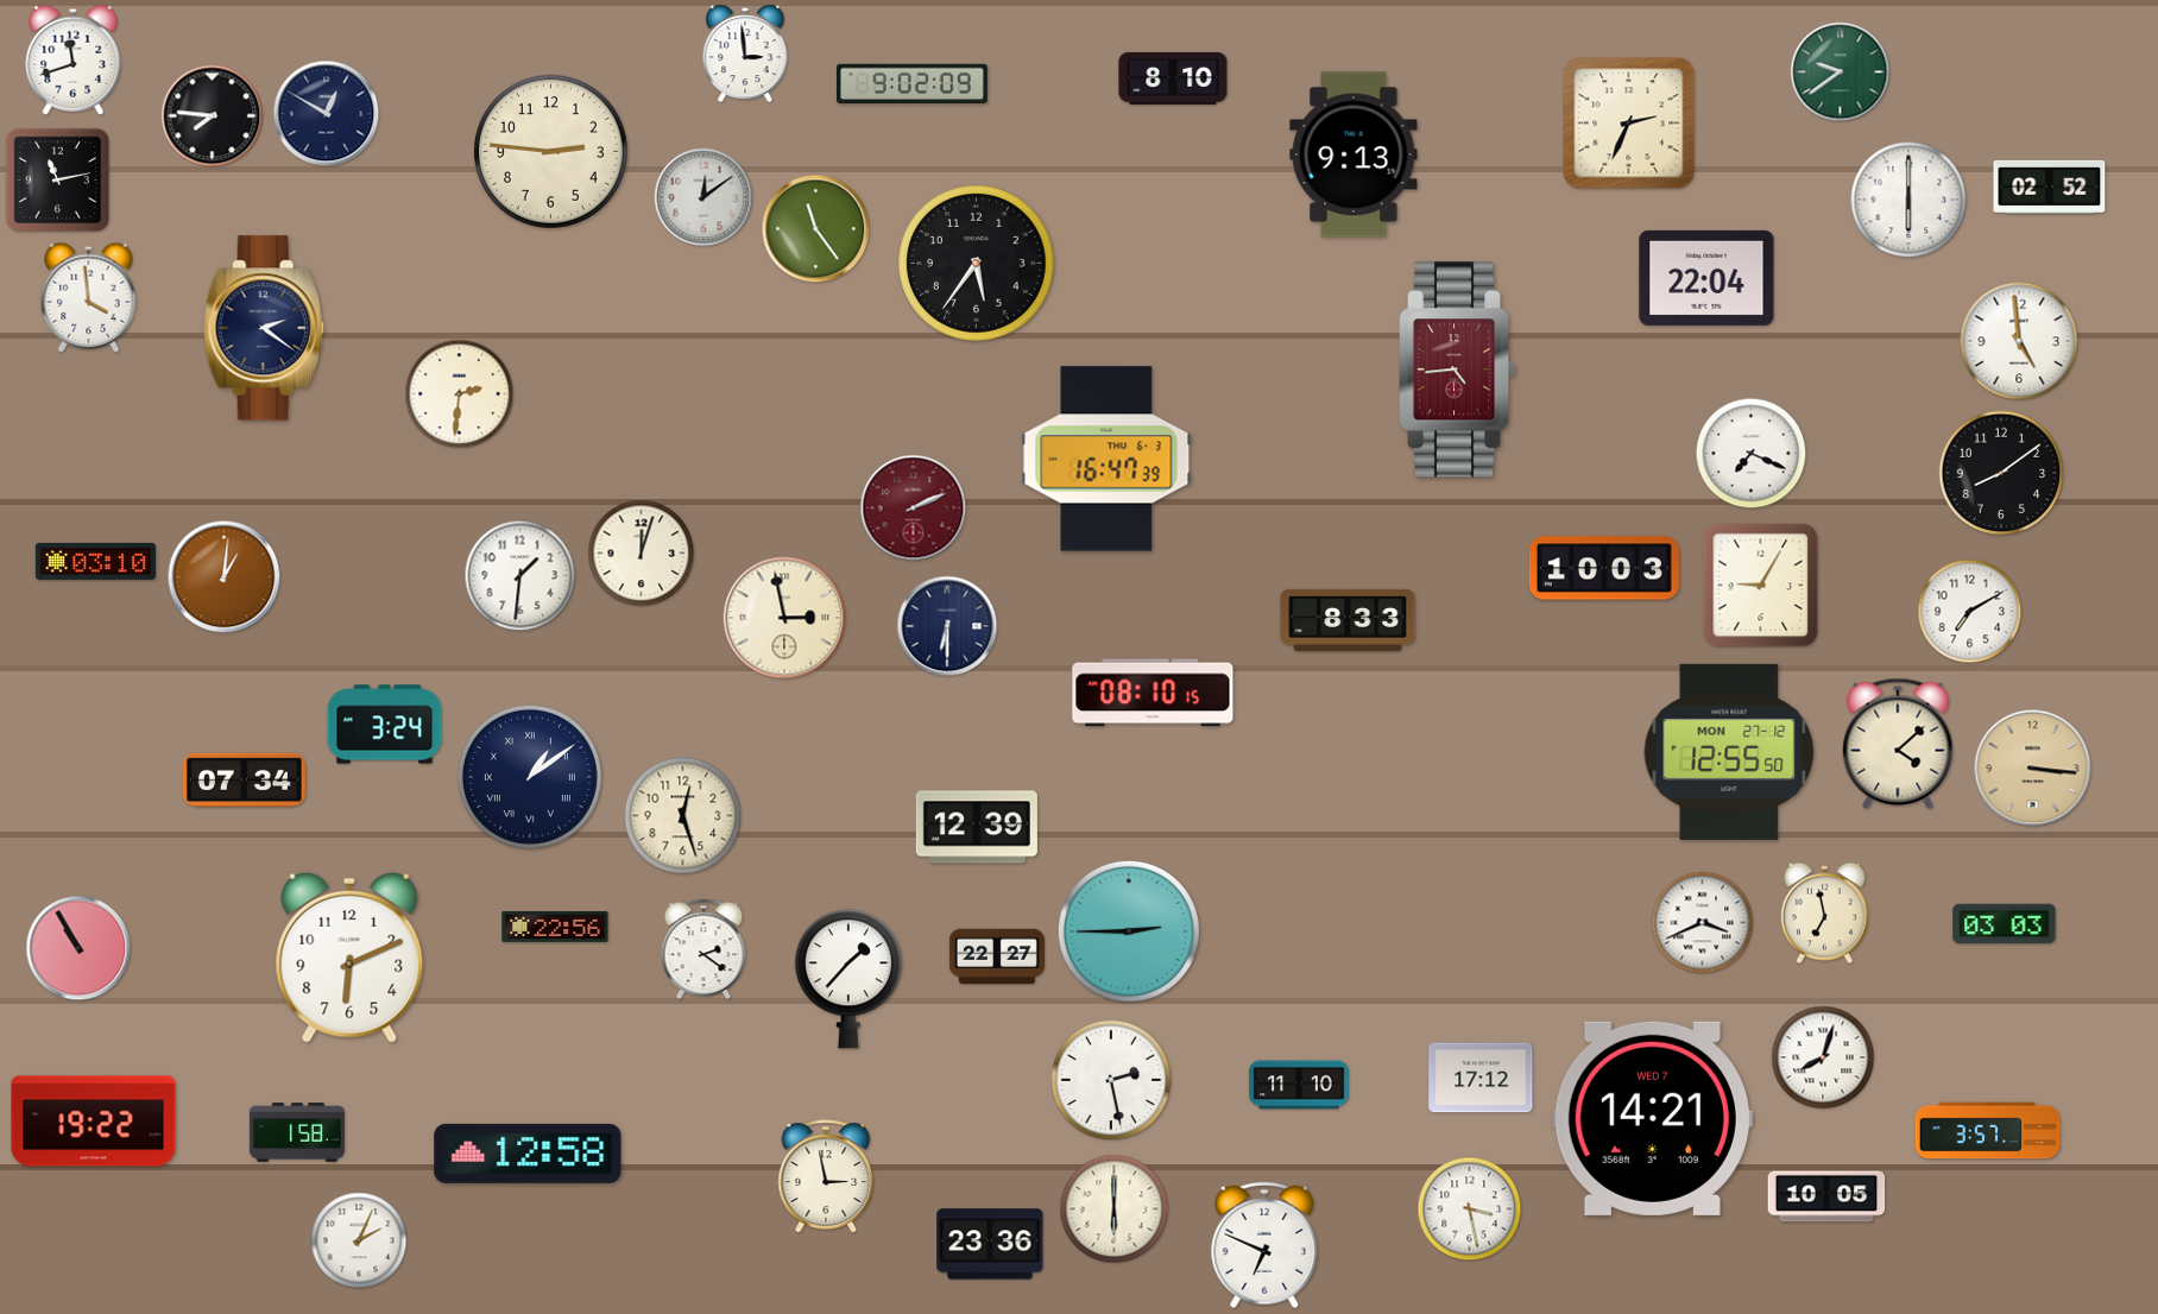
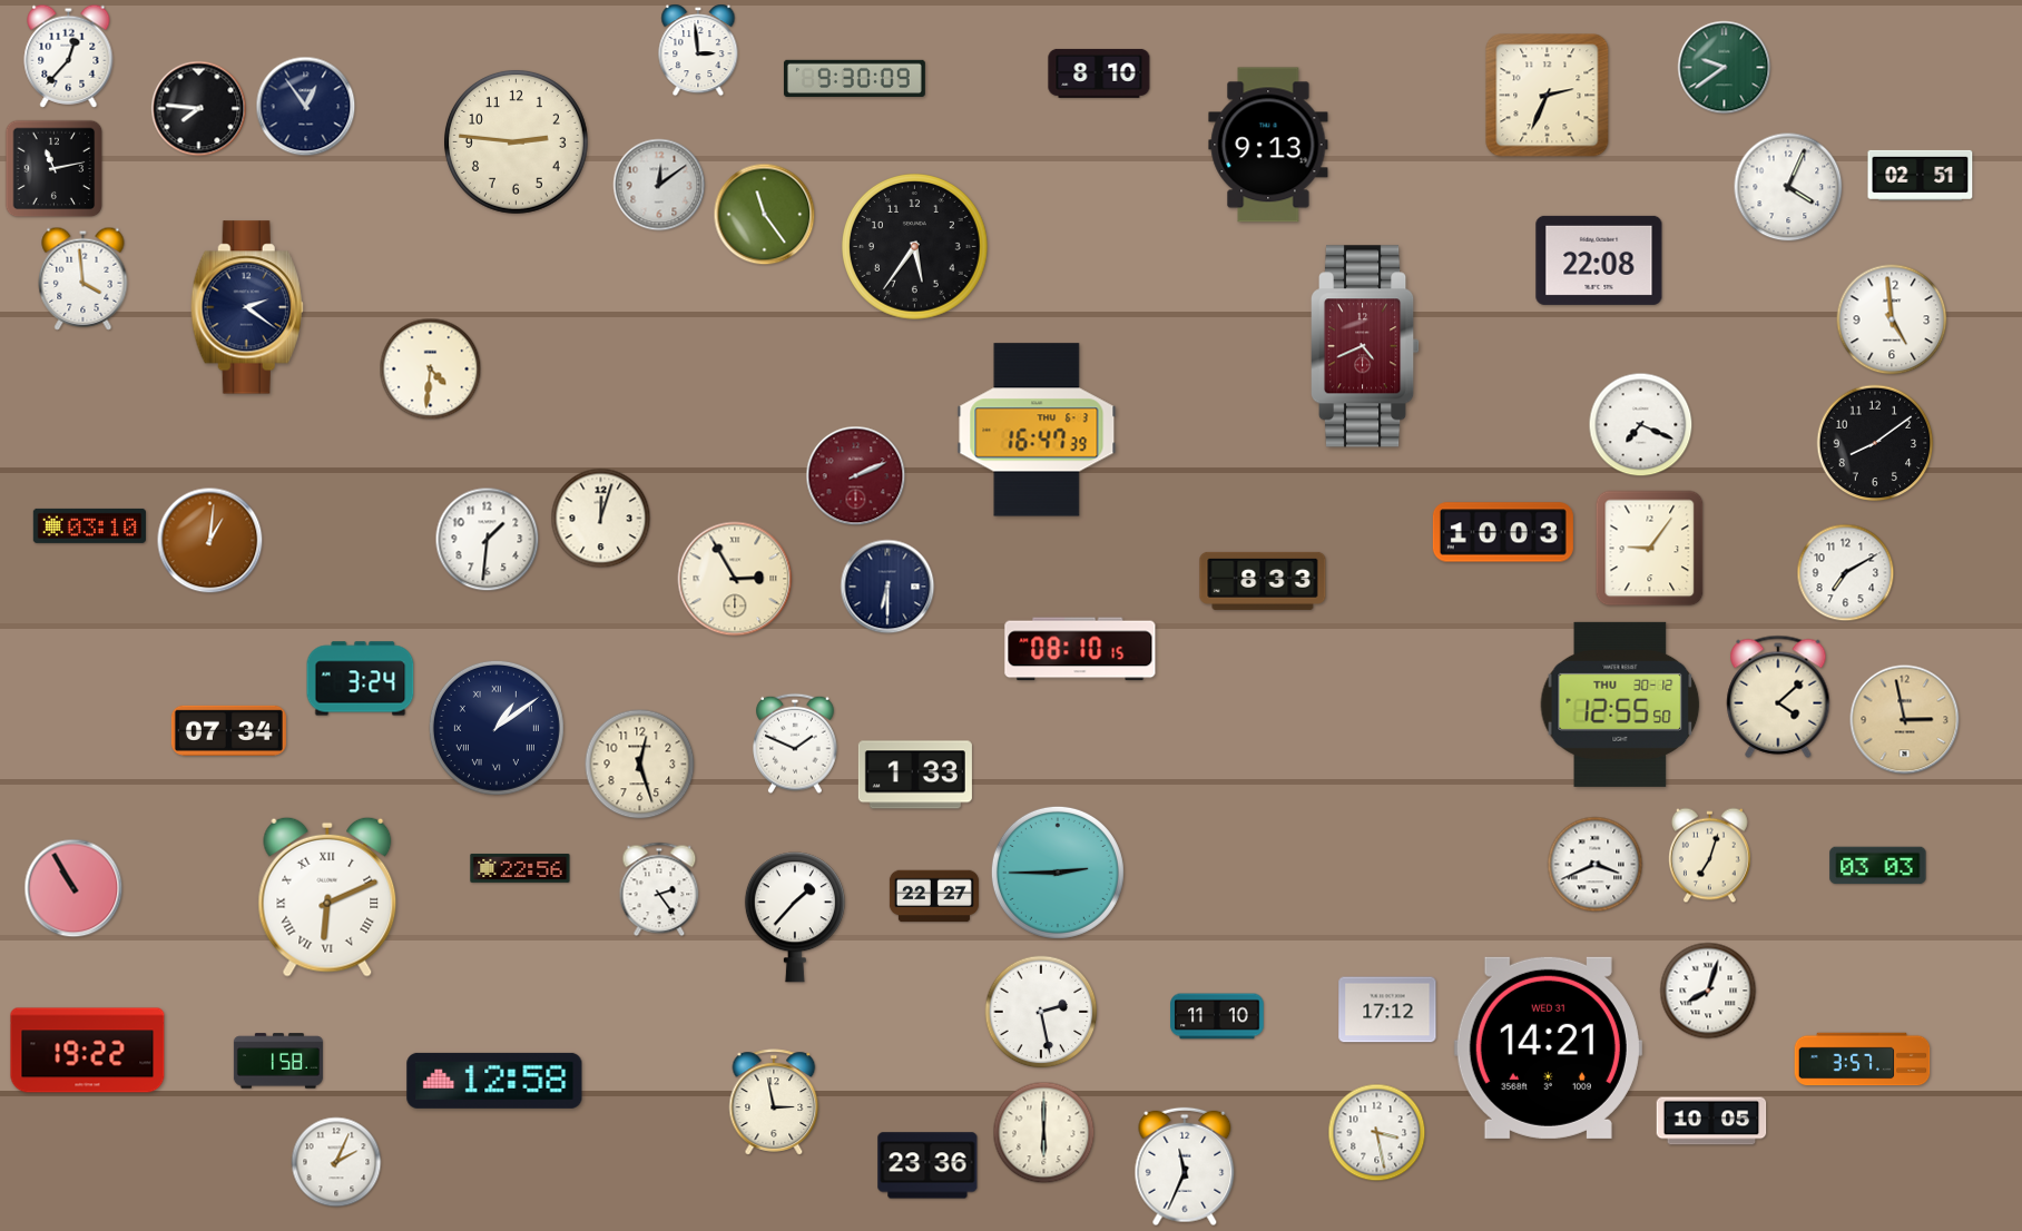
clock at (74, 59): 11:42 -> 12:37
clock at (911, 83): 9:02 -> 9:30
clock at (327, 114): 12:50 -> 12:54
clock at (1629, 124) position: (1629, 124) -> (1548, 96)
clock at (2050, 187): 02:52 -> 02:51
clock at (1908, 200): 6:00 -> 4:04
clock at (1706, 278): 22:04 -> 22:08
clock at (1457, 369): 4:44 -> 4:41
clock at (460, 394): 2:31 -> 4:31
clock at (1761, 586): 9:05 -> 9:06
clock at (784, 618): 2:58 -> 2:55
clock at (1729, 752) date: MON 27-12 -> THU 30-12
clock at (2033, 769): 3:16 -> 2:58
clock at (795, 743): none -> 1:49
clock at (977, 827): 12:39 -> 1:33
clock at (1824, 914): 6:58 -> 7:03
clock at (703, 949): 2:21 -> 2:24
clock at (349, 958) numerals: Arabic -> Roman
clock at (1652, 1118) date: WED 7 -> WED 31
clock at (1264, 1245): 6:49 -> 11:34
